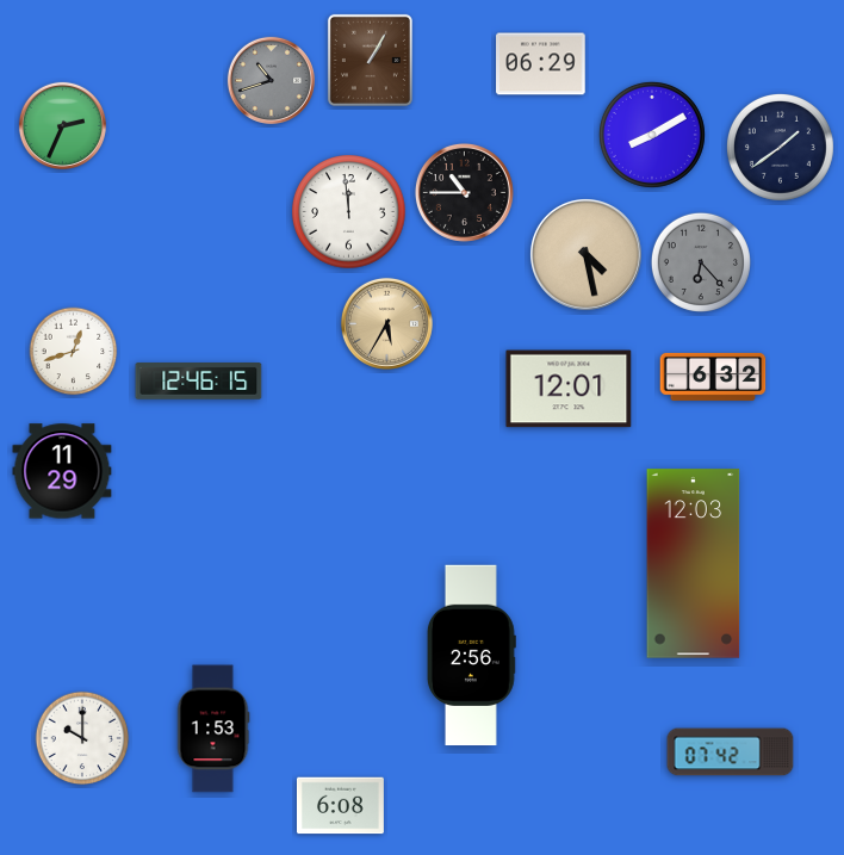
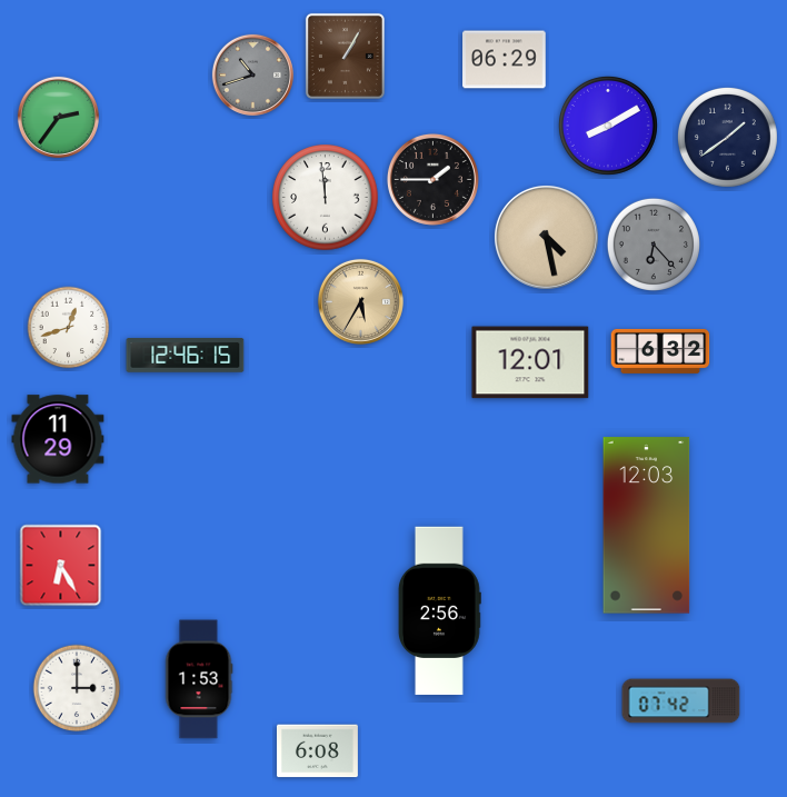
clock at (62, 125): 2:34 -> 2:36
clock at (464, 192): 10:45 -> 1:45
clock at (713, 377) position: (713, 377) -> (660, 351)
clock at (61, 566): none -> 6:25
clock at (82, 738): 10:00 -> 3:00
